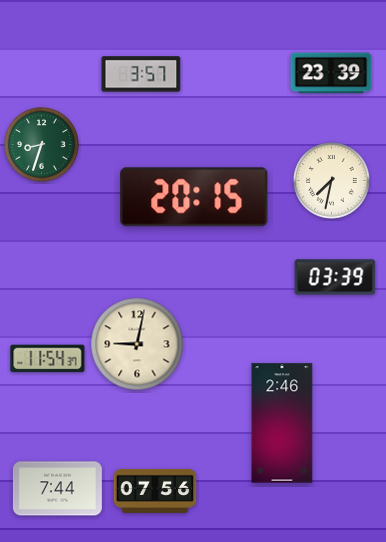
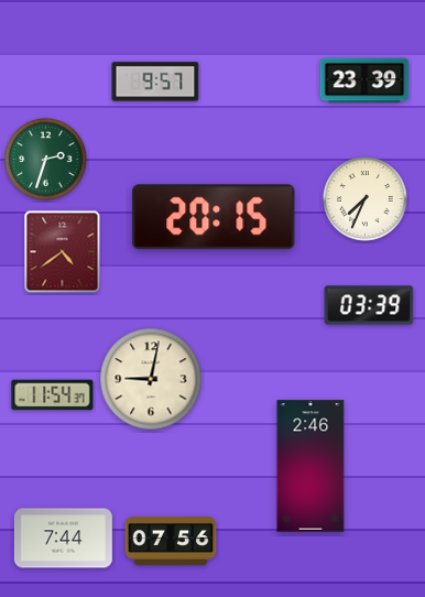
clock at (141, 74): 3:57 -> 9:57
clock at (42, 145): 8:33 -> 2:33
clock at (332, 181): 7:32 -> 7:34
clock at (63, 252): none -> 4:39
